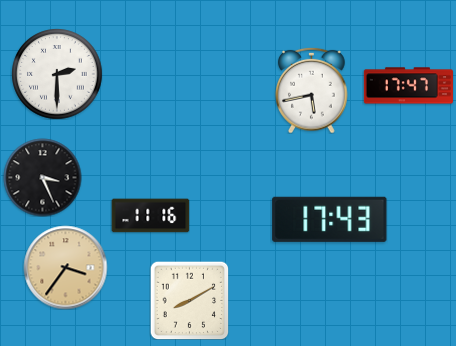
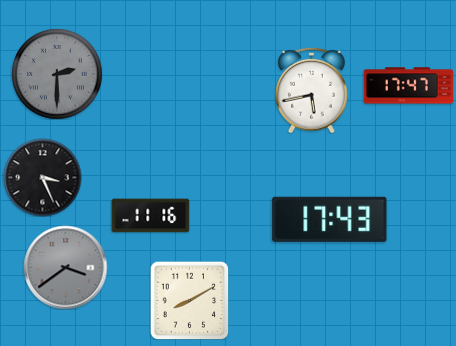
clock at (57, 74) dial: white -> grey
clock at (65, 267): 3:36 -> 3:39
clock at (65, 267) dial: champagne -> grey
